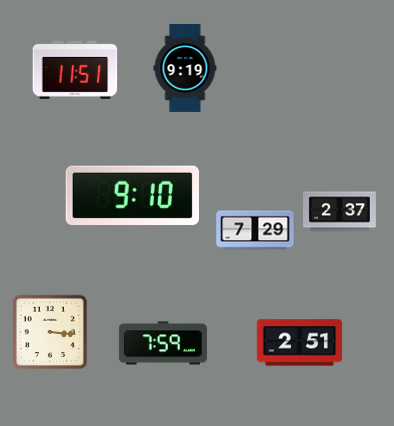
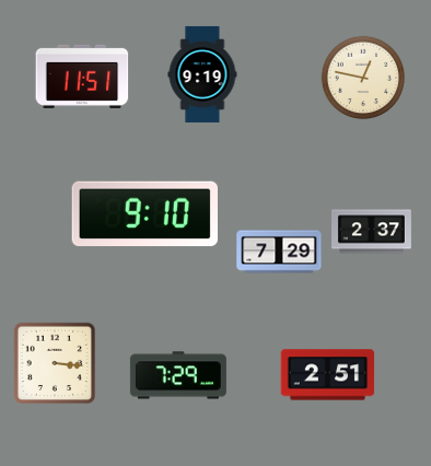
clock at (363, 78): none -> 12:47
clock at (163, 343): 7:59 -> 7:29
